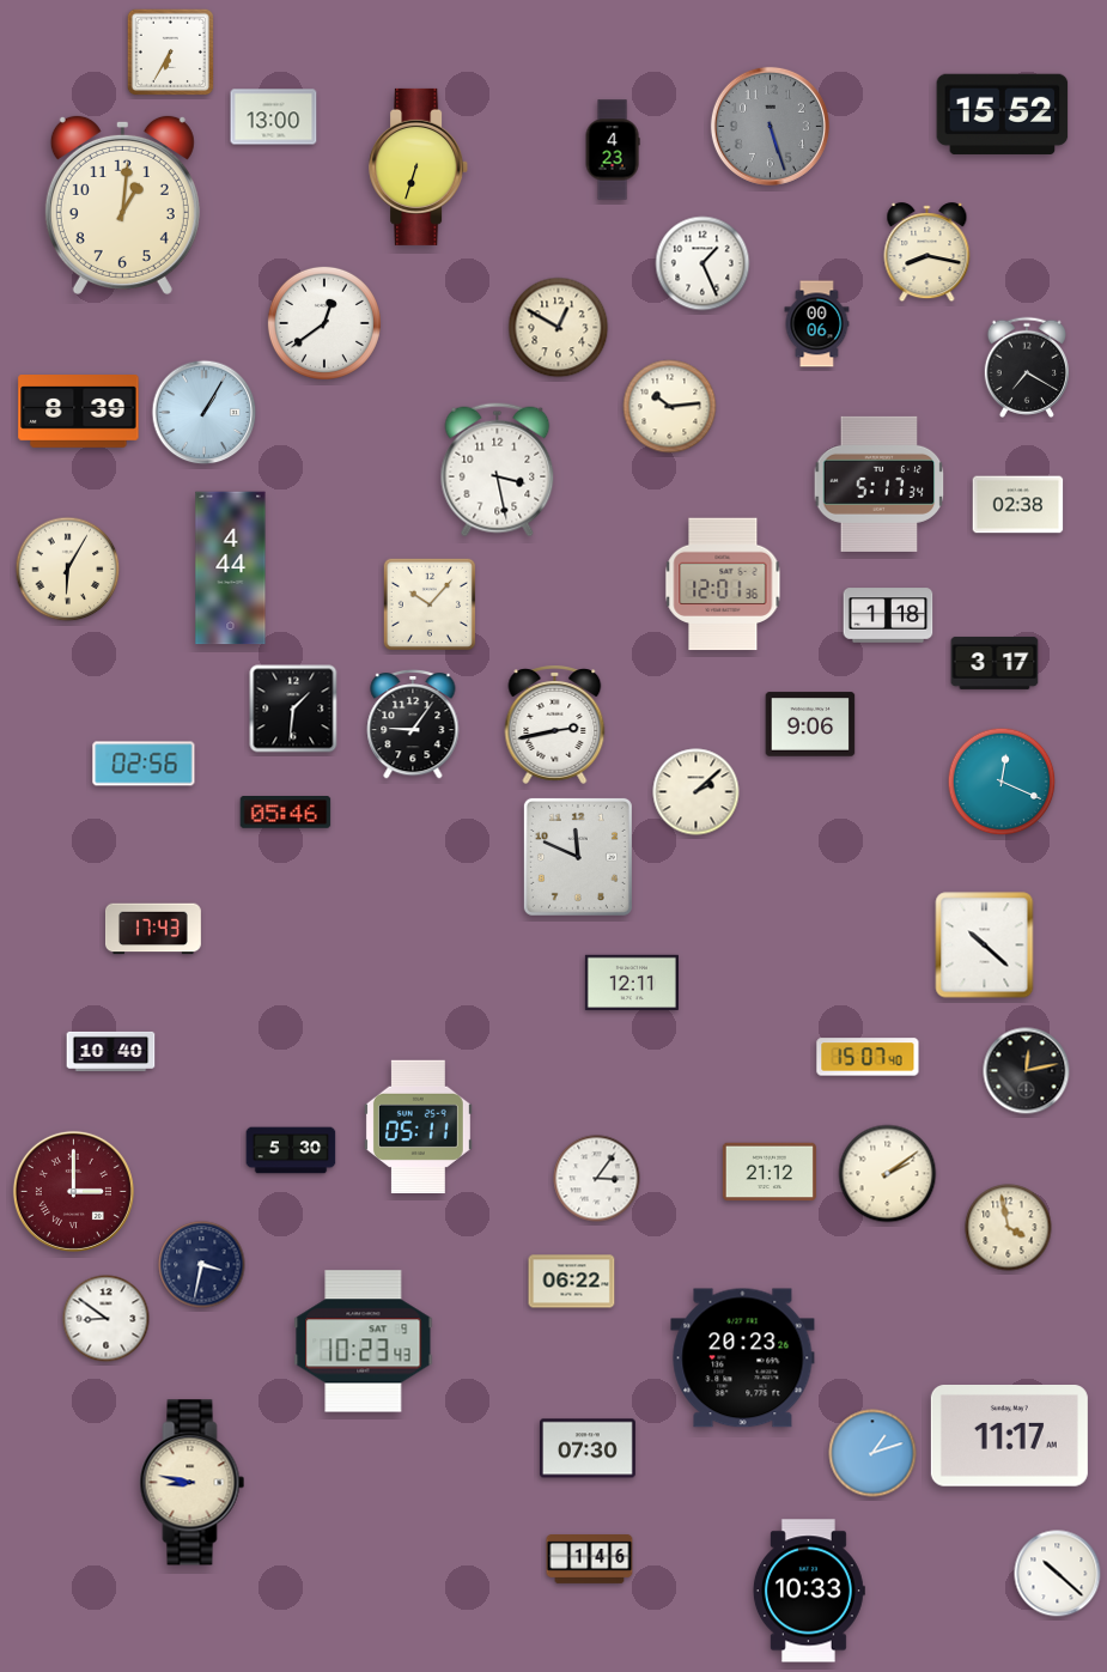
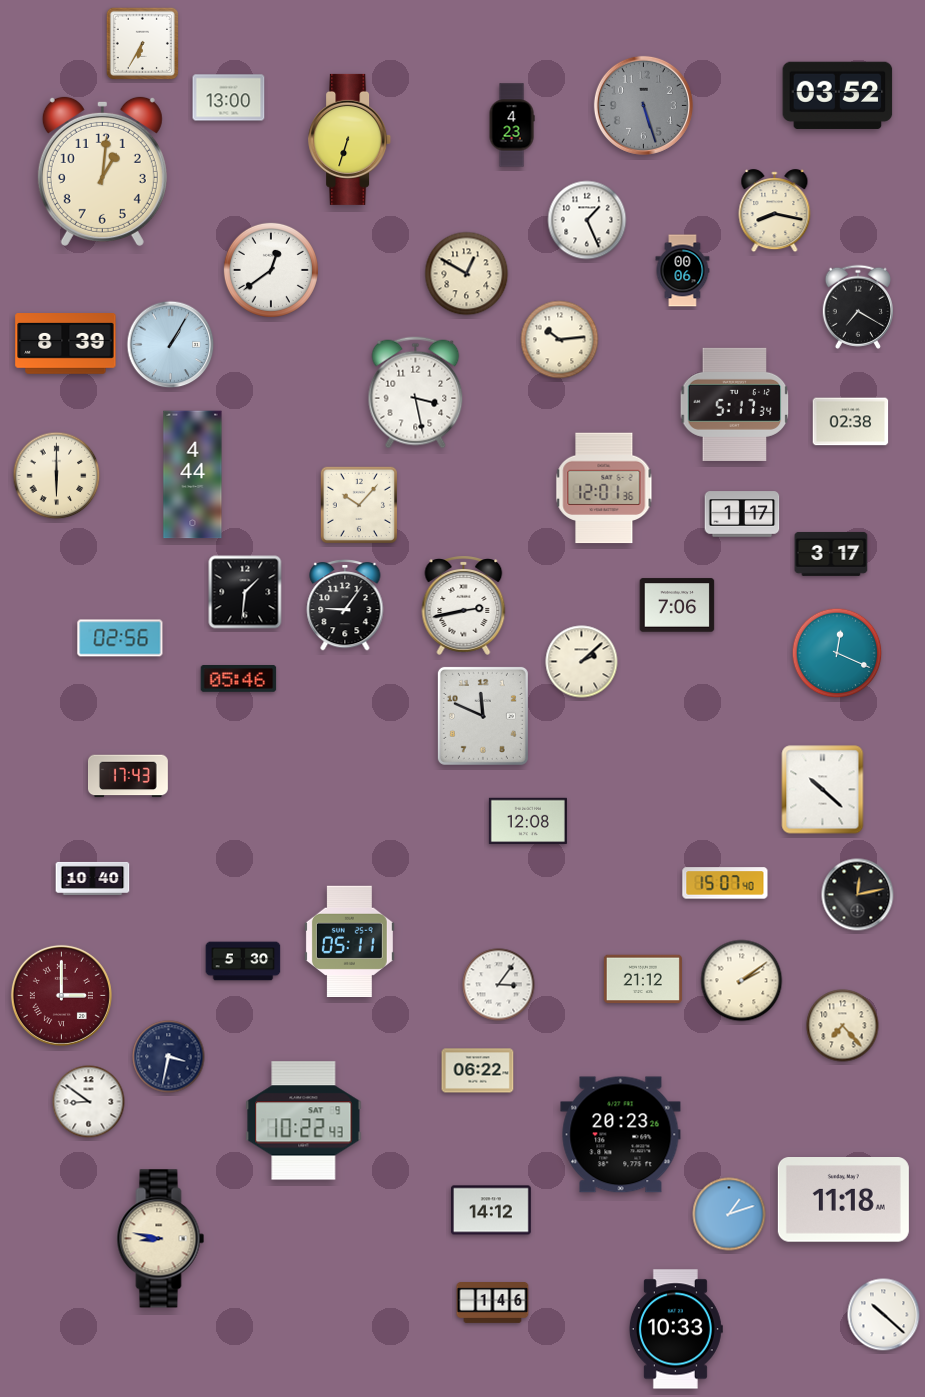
clock at (1003, 114): 15:52 -> 03:52
clock at (68, 570): 6:05 -> 6:00
clock at (888, 615): 1:18 -> 1:17
clock at (810, 724): 9:06 -> 7:06
clock at (632, 983): 12:11 -> 12:08
clock at (1009, 1228): 3:58 -> 7:23
clock at (364, 1342): 10:23 -> 10:22
clock at (1009, 1436): 11:17 -> 11:18
clock at (588, 1448): 07:30 -> 14:12
